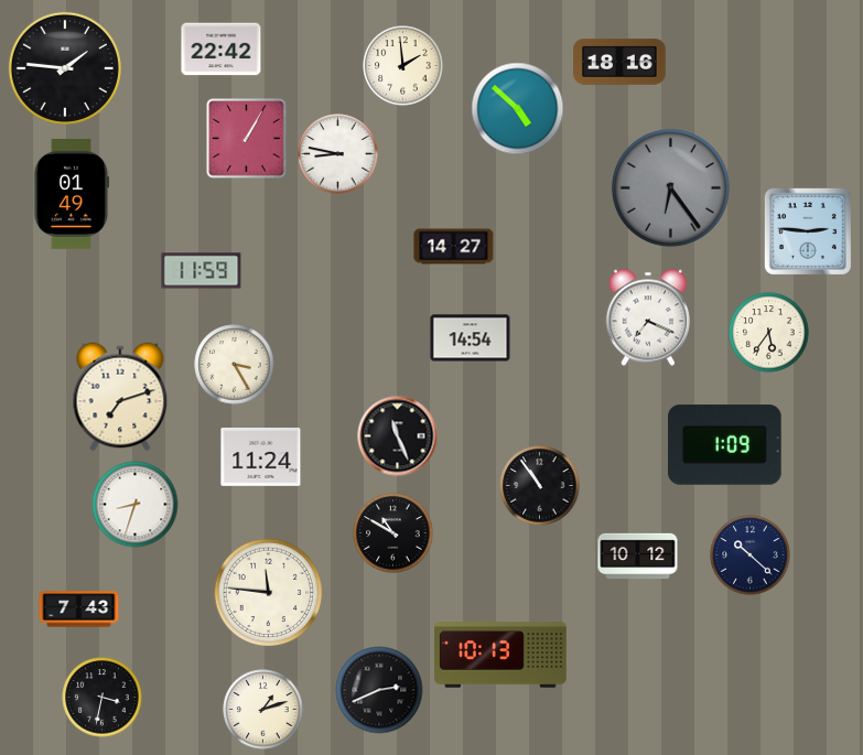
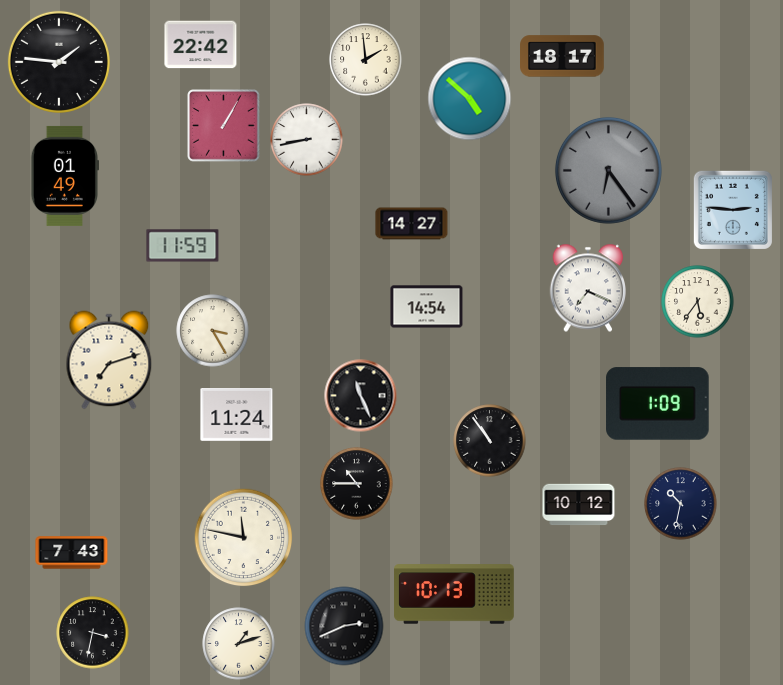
clock at (619, 62): 18:16 -> 18:17
clock at (338, 154): 8:47 -> 8:43
clock at (136, 505): 8:33 -> none
clock at (393, 533): 10:50 -> 10:45
clock at (751, 556): 10:22 -> 10:32
clock at (269, 593): 11:46 -> 11:47
